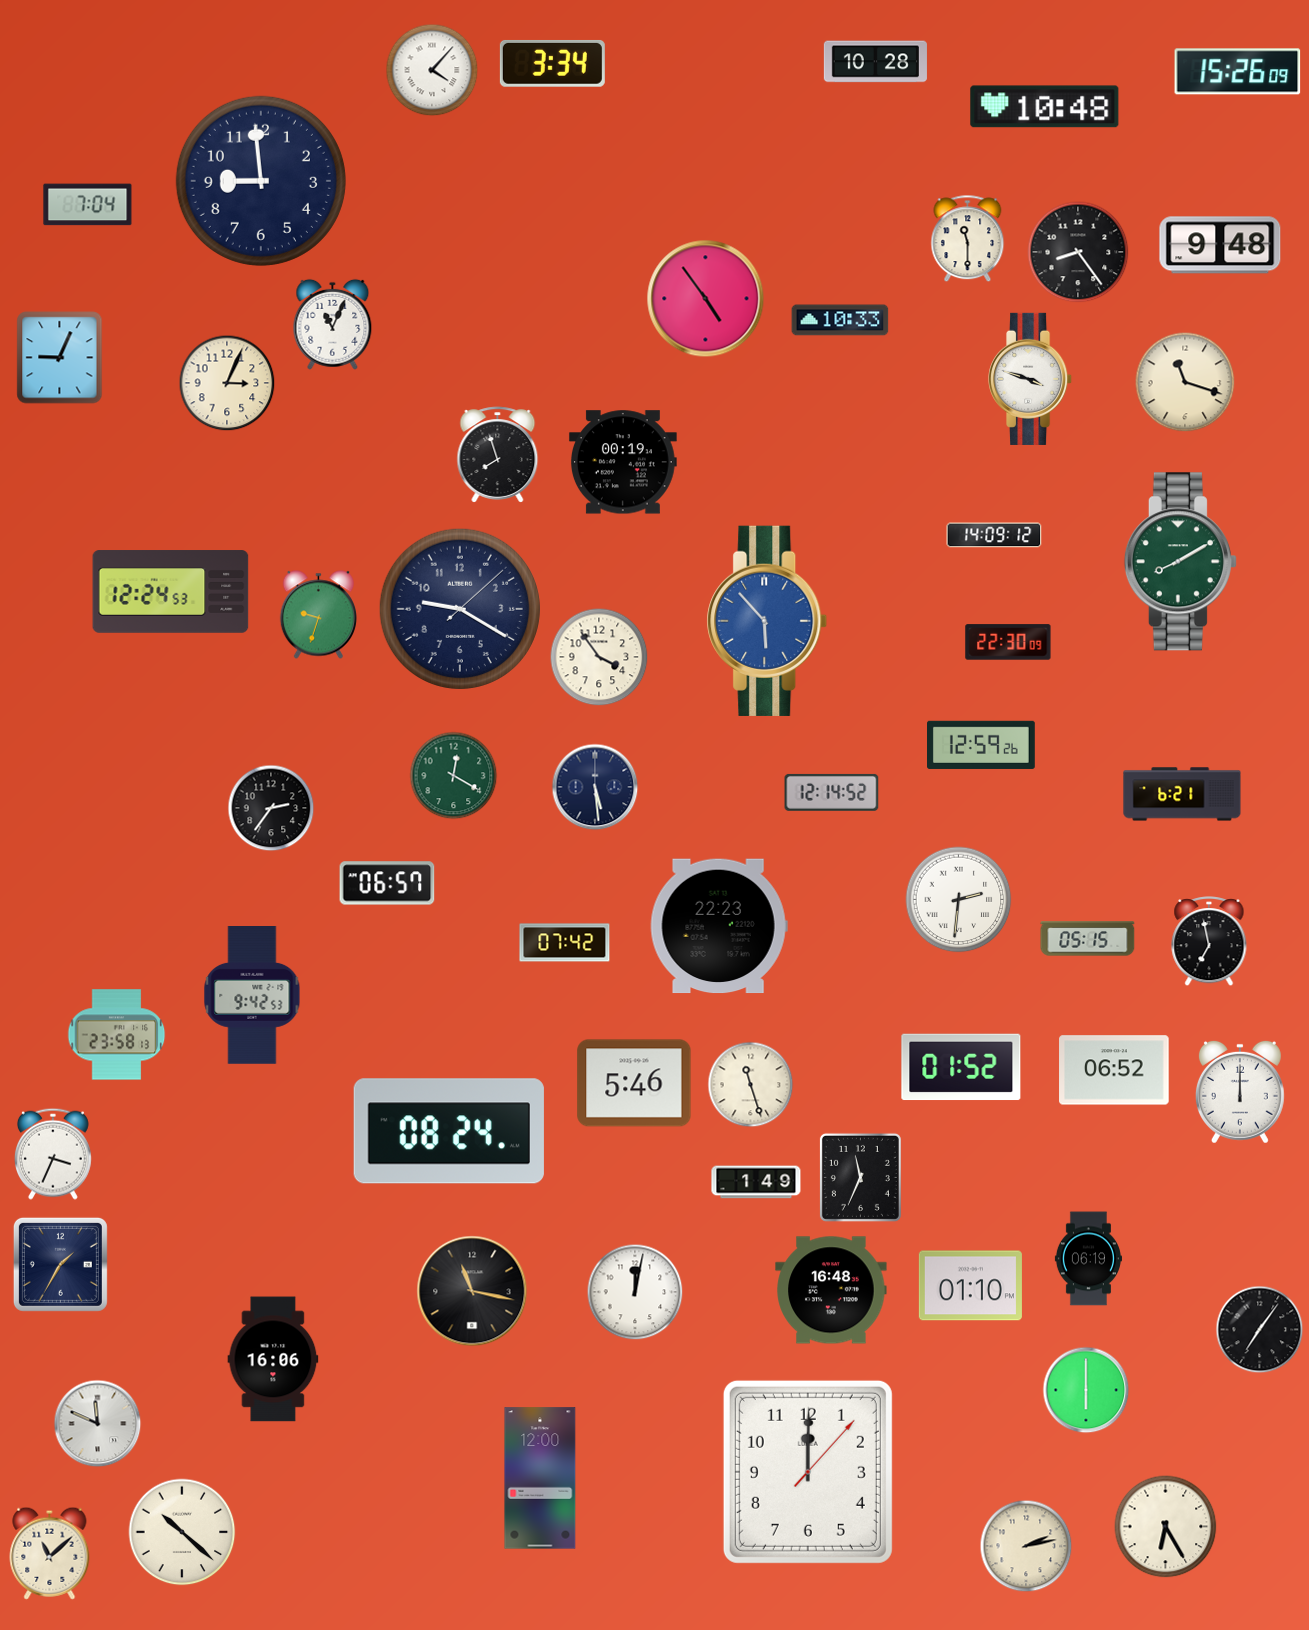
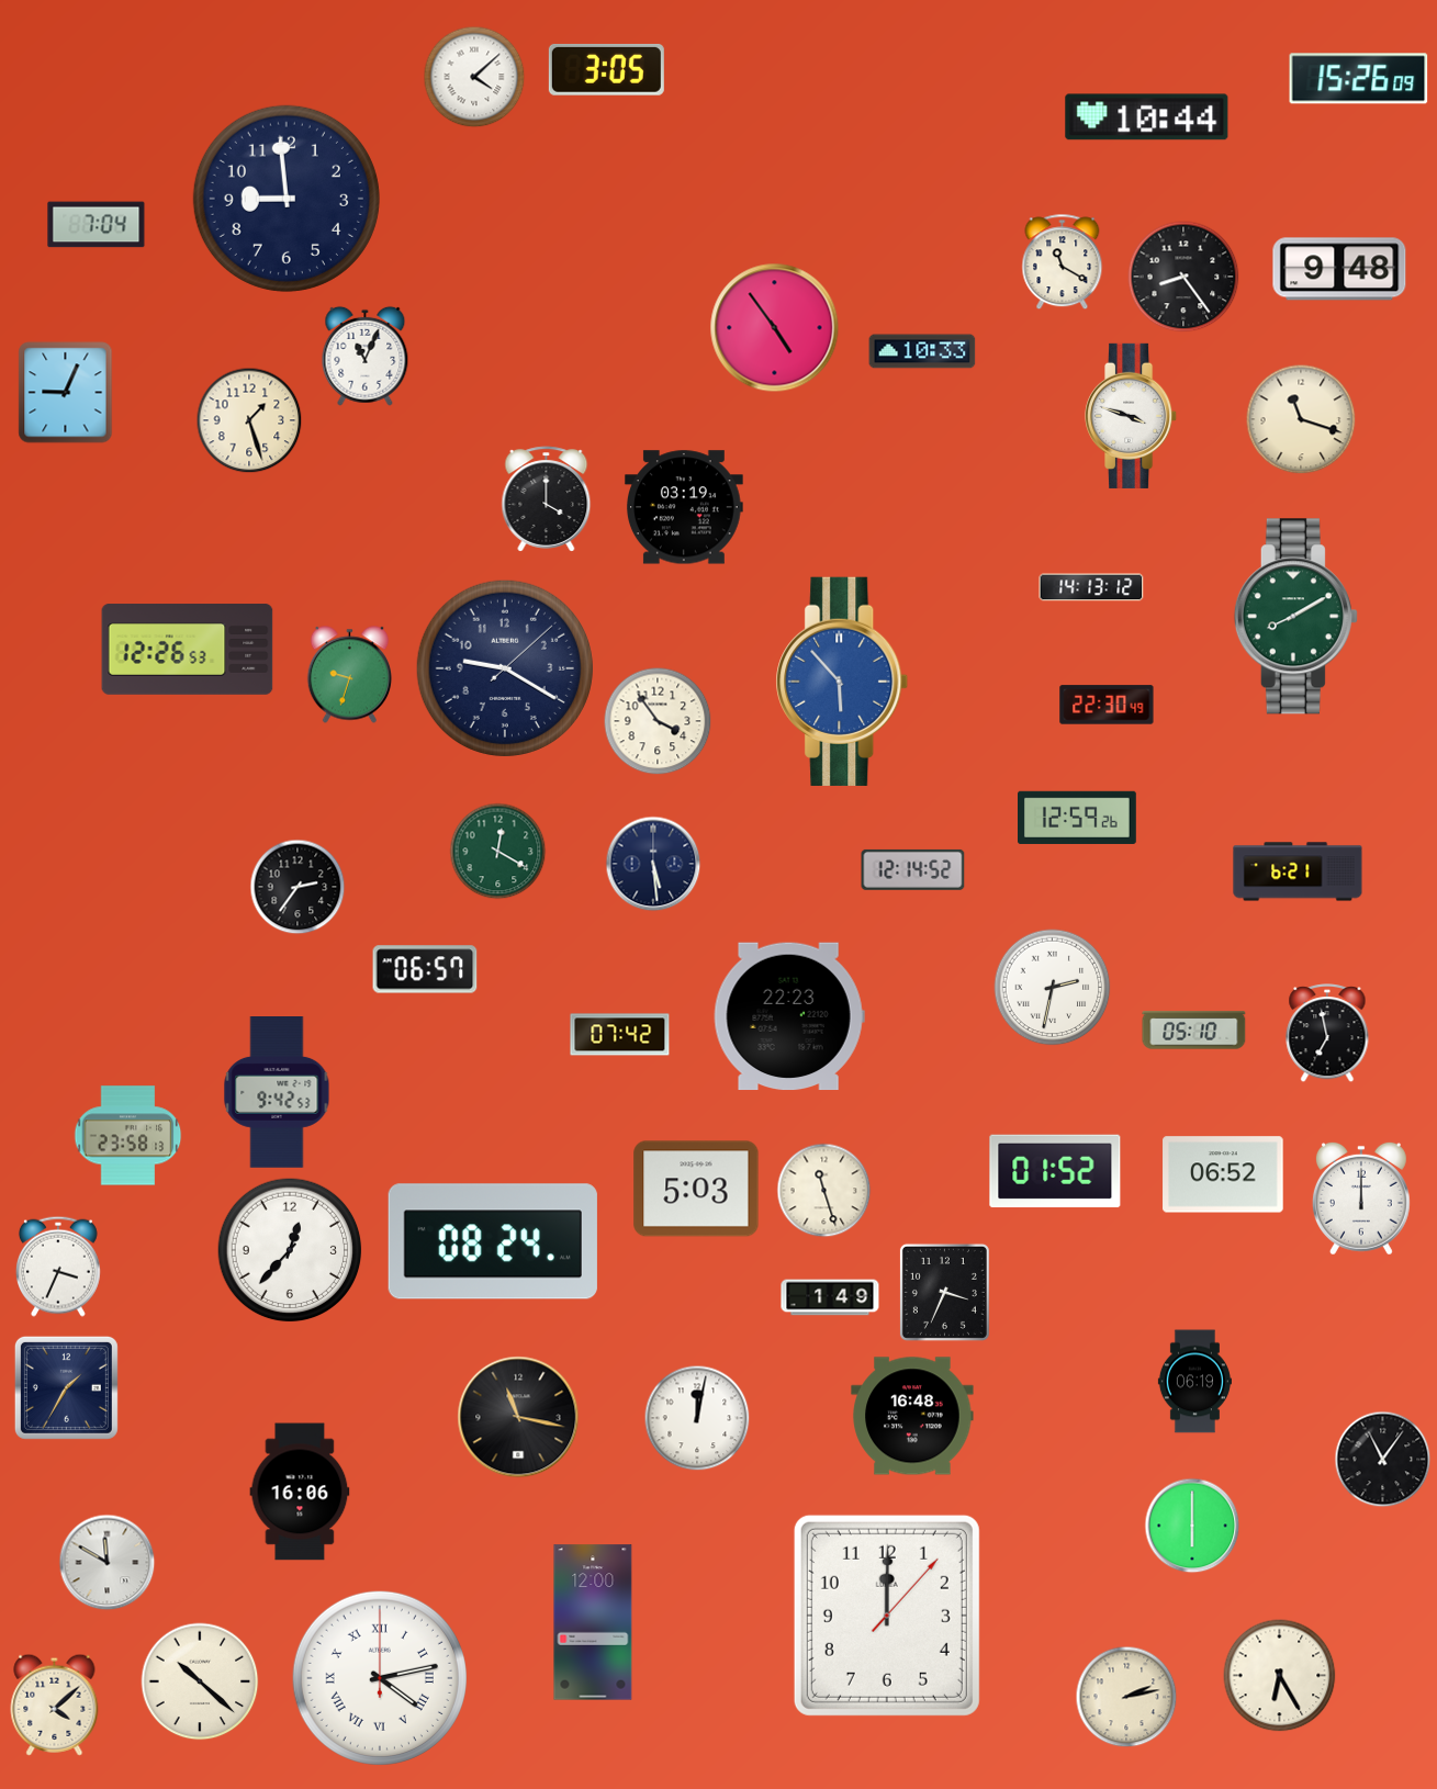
clock at (875, 62): 10:28 -> none
clock at (552, 63): 3:34 -> 3:05
clock at (432, 70): 4:07 -> 4:08
clock at (1045, 107): 10:48 -> 10:44
clock at (968, 239): 11:30 -> 11:20
clock at (227, 383): 3:04 -> 1:27
clock at (498, 455): 7:57 -> 4:00
clock at (623, 462): 00:19 -> 03:19
clock at (994, 535): 14:09 -> 14:13
clock at (171, 592): 12:24 -> 12:26
clock at (1008, 642): 22:30:09 -> 22:30:49
clock at (959, 900): 2:31 -> 2:32
clock at (1088, 939): 05:15 -> 05:10
clock at (634, 1083): 5:46 -> 5:03
clock at (290, 1250): none -> 12:37
clock at (860, 1177): 11:34 -> 3:34
clock at (970, 1286): 01:10 -> none
clock at (1260, 1330): 7:06 -> 11:06
clock at (98, 1424): 11:49 -> 11:50
clock at (380, 1678): none -> 4:13
clock at (50, 1553): 11:08 -> 4:08
